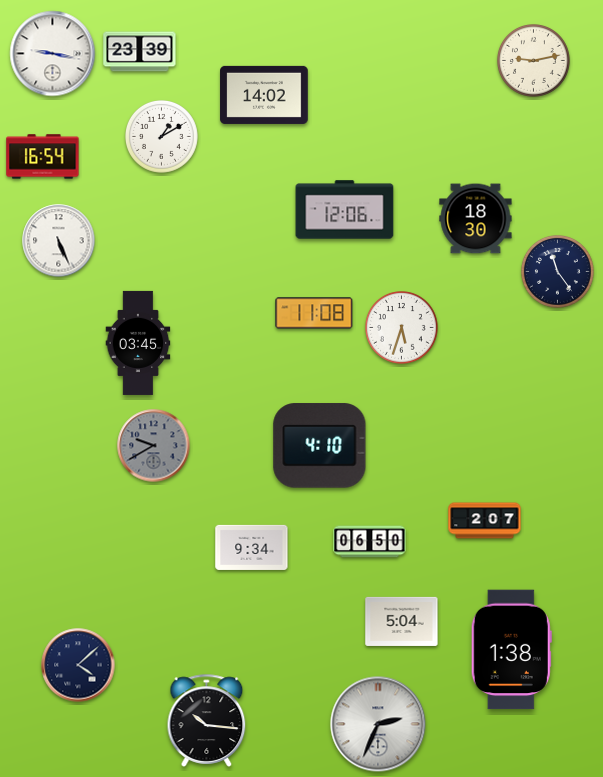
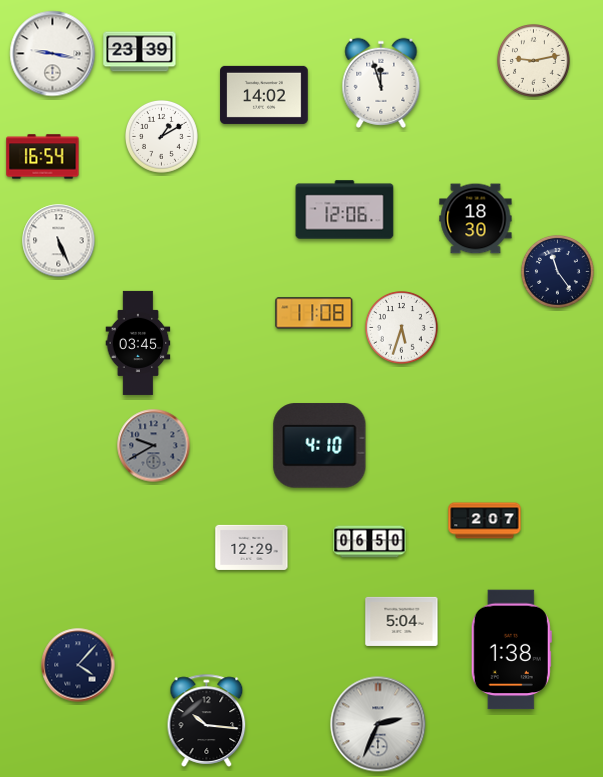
clock at (381, 83): none -> 11:57
clock at (252, 547): 9:34 -> 12:29
clock at (78, 665): 4:08 -> 4:07
